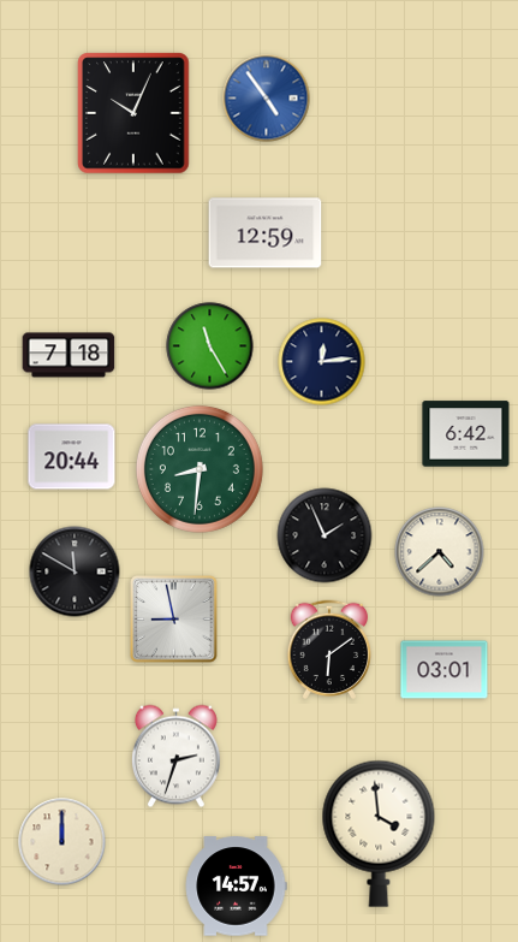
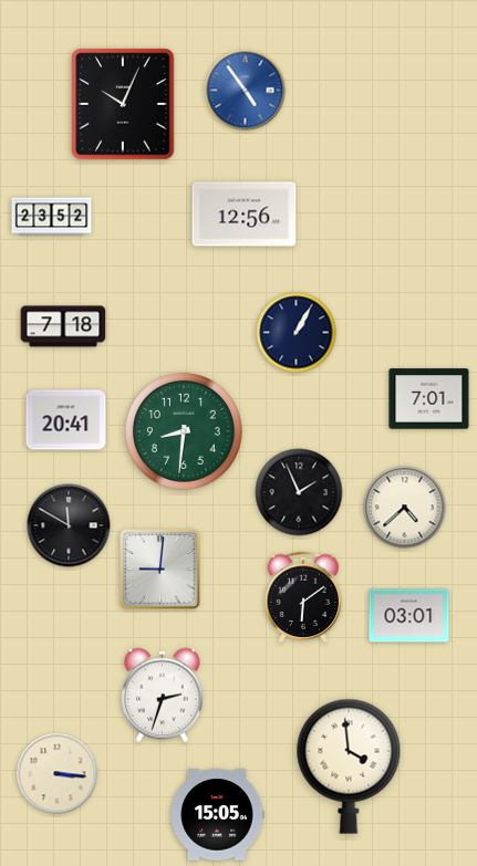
clock at (266, 233): 12:59 -> 12:56
clock at (52, 217): none -> 23:52
clock at (210, 346): 11:25 -> none
clock at (322, 362): 12:14 -> 1:05
clock at (466, 434): 6:42 -> 7:01
clock at (72, 457): 20:44 -> 20:41
clock at (174, 620): 8:58 -> 9:01
clock at (62, 842): 12:00 -> 3:16
clock at (236, 887): 14:57 -> 15:05
